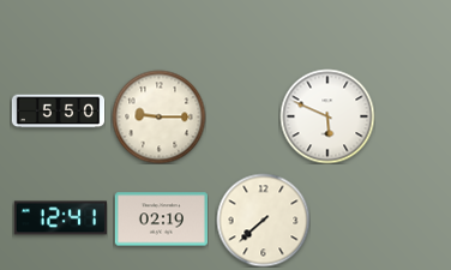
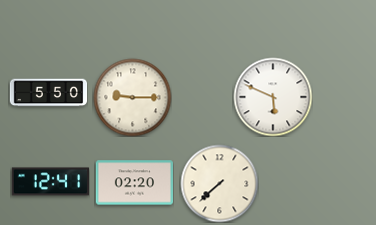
clock at (161, 220): 02:19 -> 02:20
